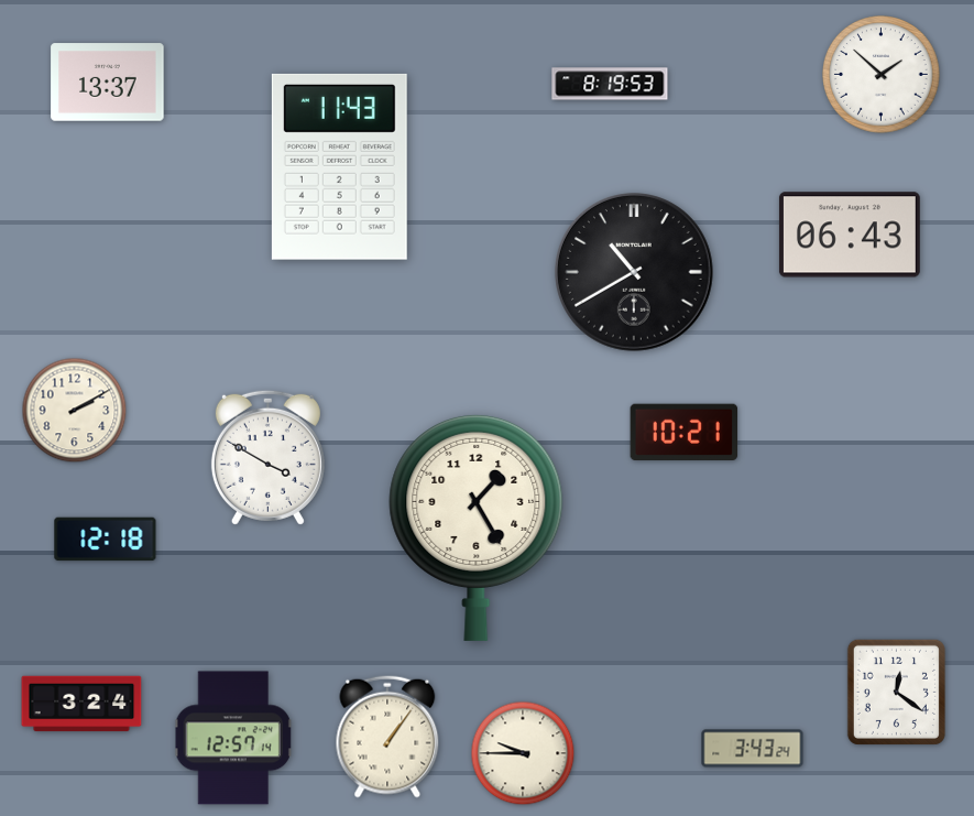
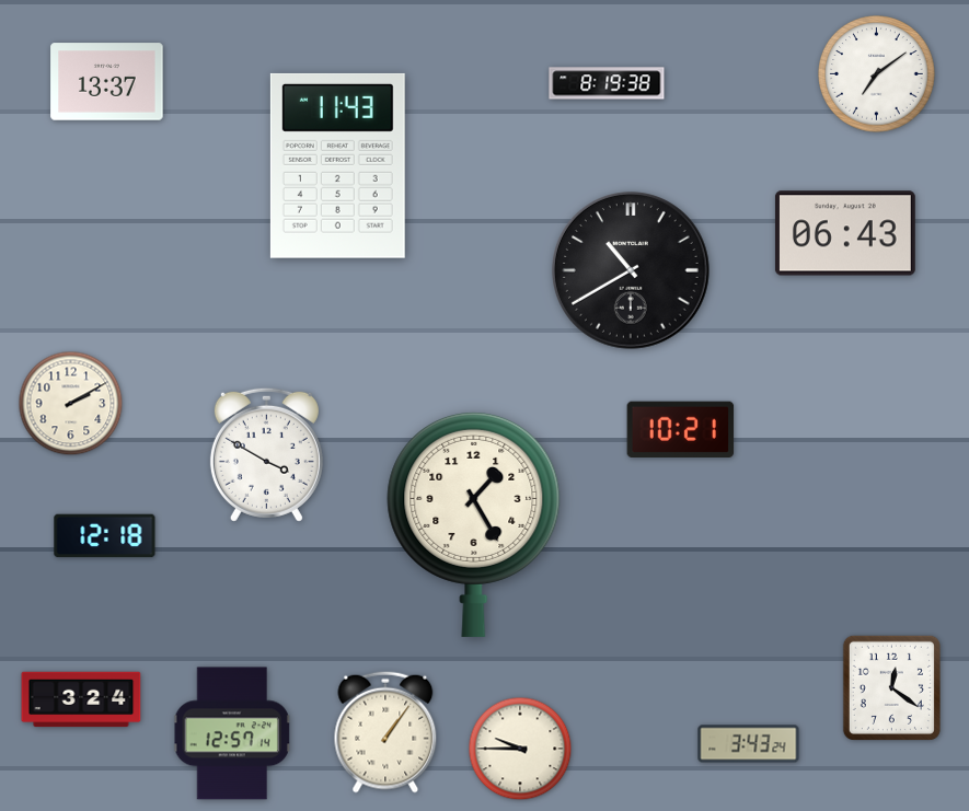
clock at (882, 75): 1:52 -> 7:09
clock at (610, 84): 8:19:53 -> 8:19:38
clock at (75, 411) position: (75, 411) -> (71, 404)
